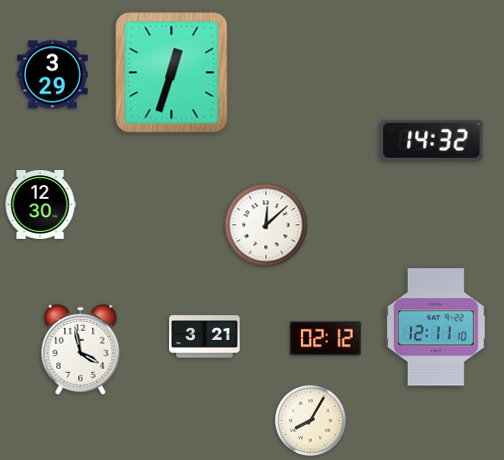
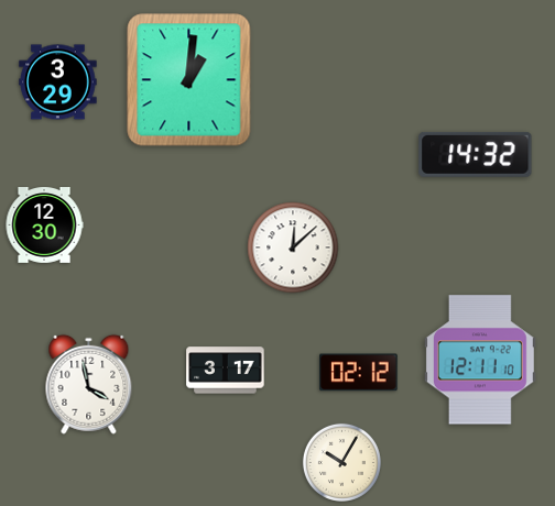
clock at (172, 73): 12:33 -> 1:01
clock at (205, 337): 3:21 -> 3:17
clock at (310, 420): 8:05 -> 10:05
